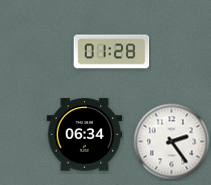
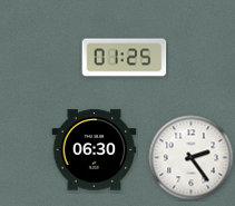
clock at (112, 52): 01:28 -> 01:25
clock at (85, 135): 06:34 -> 06:30
